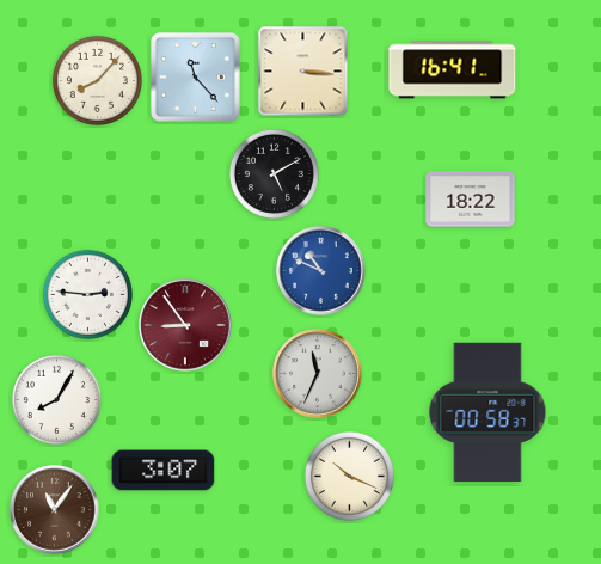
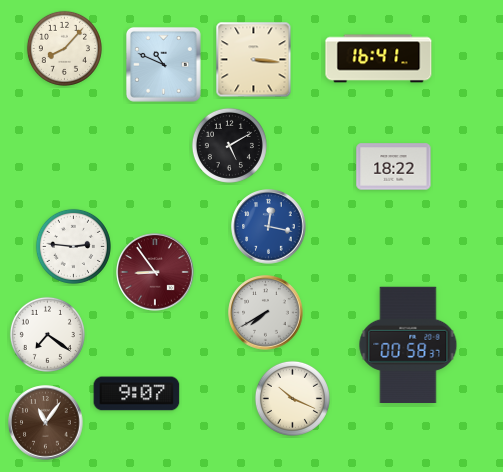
clock at (195, 76): 11:23 -> 10:49
clock at (97, 80) position: (97, 80) -> (64, 48)
clock at (321, 271): 10:49 -> 12:17
clock at (318, 374): 11:34 -> 7:40
clock at (56, 399): 8:05 -> 7:21
clock at (164, 471): 3:07 -> 9:07
clock at (55, 510) position: (55, 510) -> (46, 423)
